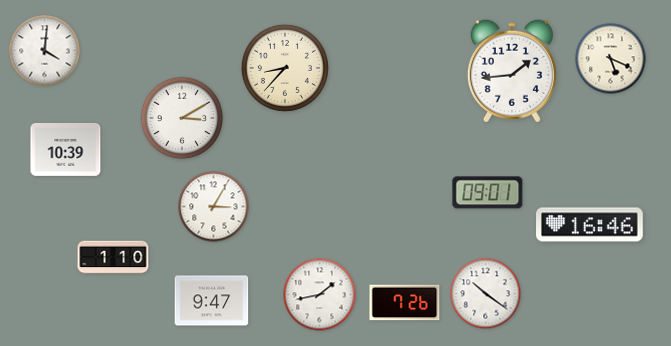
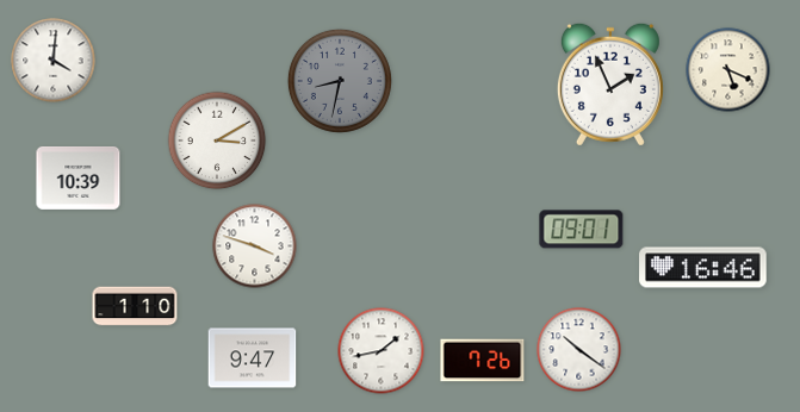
clock at (285, 68): 8:37 -> 8:32
clock at (285, 68) dial: cream -> grey
clock at (512, 71): 1:44 -> 1:56
clock at (214, 207): 3:05 -> 3:48
